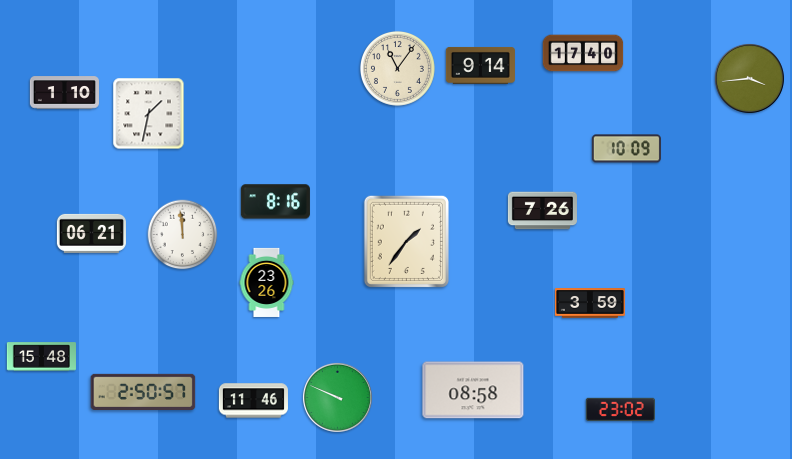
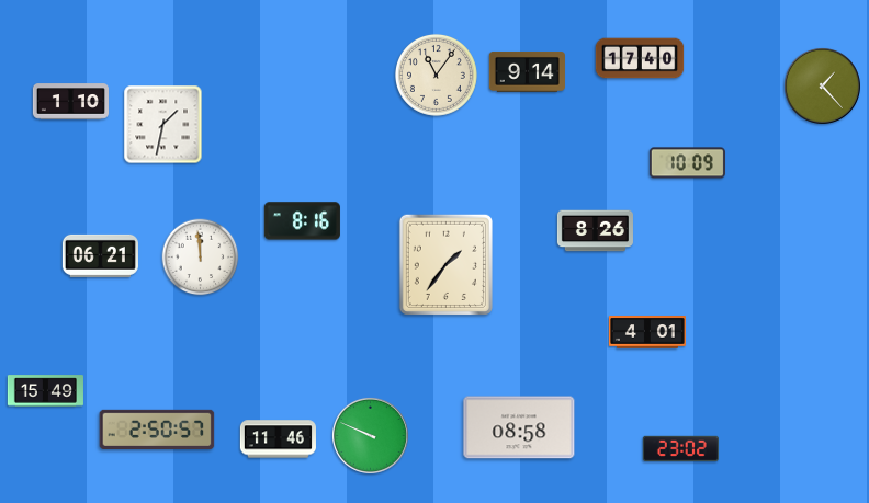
clock at (749, 78): 3:44 -> 1:23
clock at (542, 211): 7:26 -> 8:26
clock at (267, 282): 23:26 -> none
clock at (590, 303): 3:59 -> 4:01
clock at (41, 357): 15:48 -> 15:49
